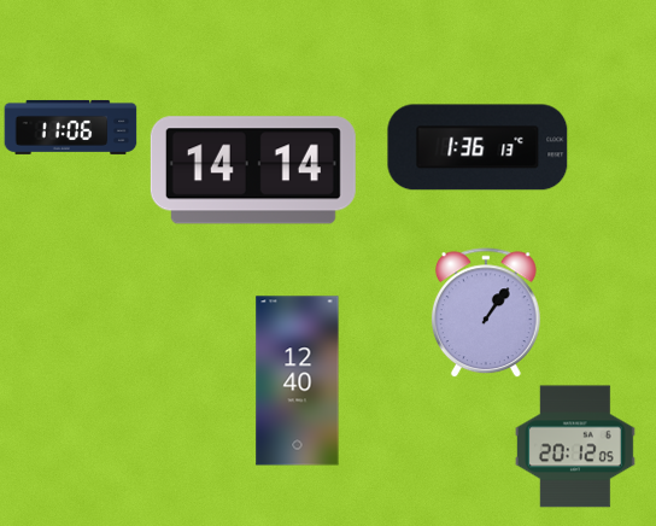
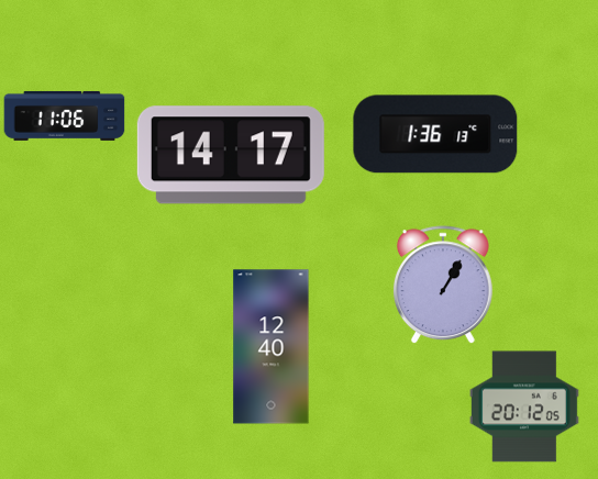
clock at (253, 170): 14:14 -> 14:17
clock at (486, 312): 1:06 -> 1:05
